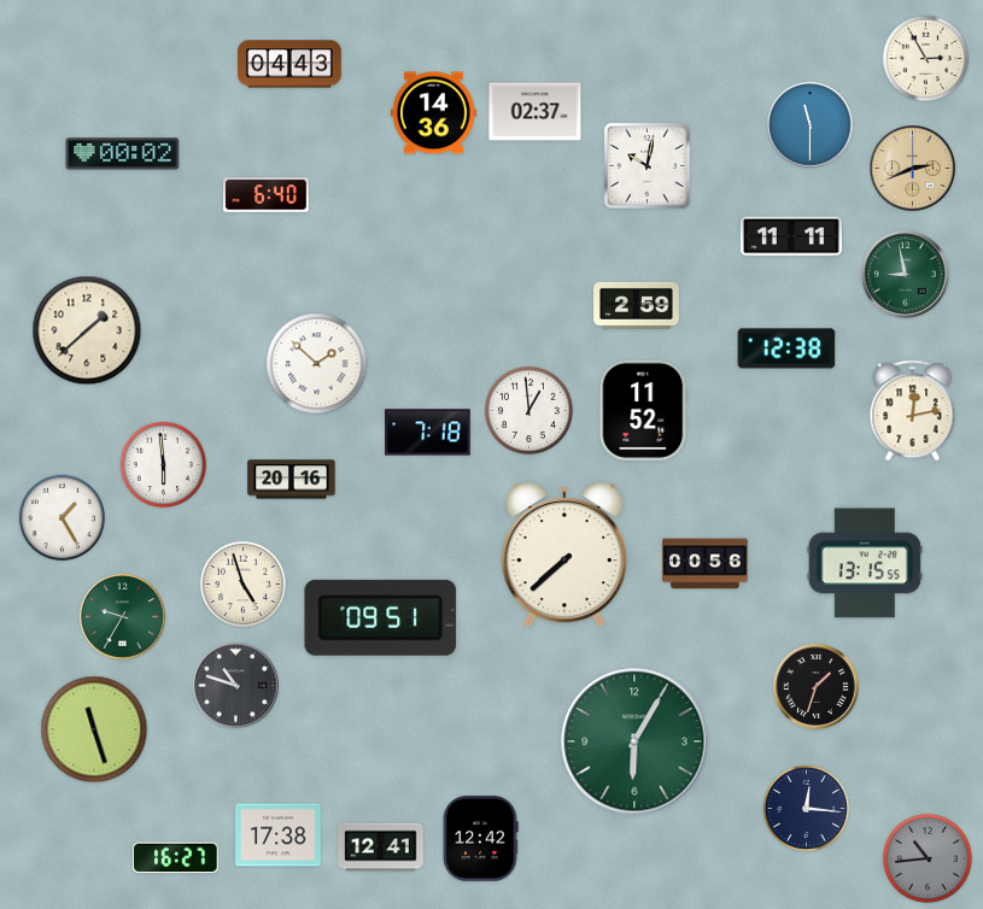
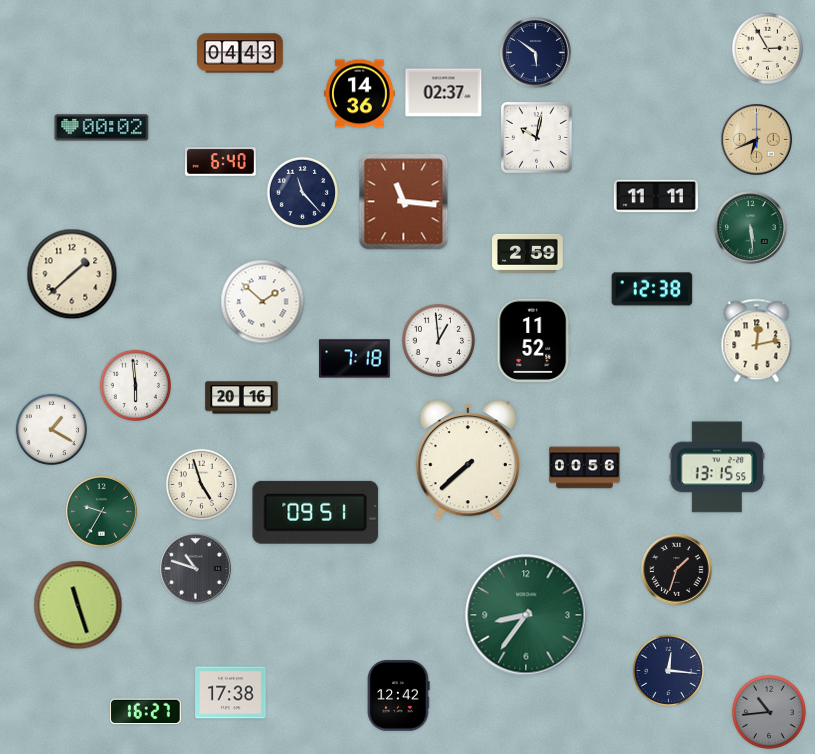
clock at (536, 53): none -> 5:51
clock at (811, 125): 11:30 -> none
clock at (913, 169): 2:41 -> 6:41
clock at (302, 192): none -> 11:23
clock at (404, 202): none -> 11:16
clock at (906, 275): 8:58 -> 5:29
clock at (62, 517): 1:25 -> 1:20
clock at (634, 741): 6:05 -> 8:36
clock at (381, 848): 12:41 -> none
